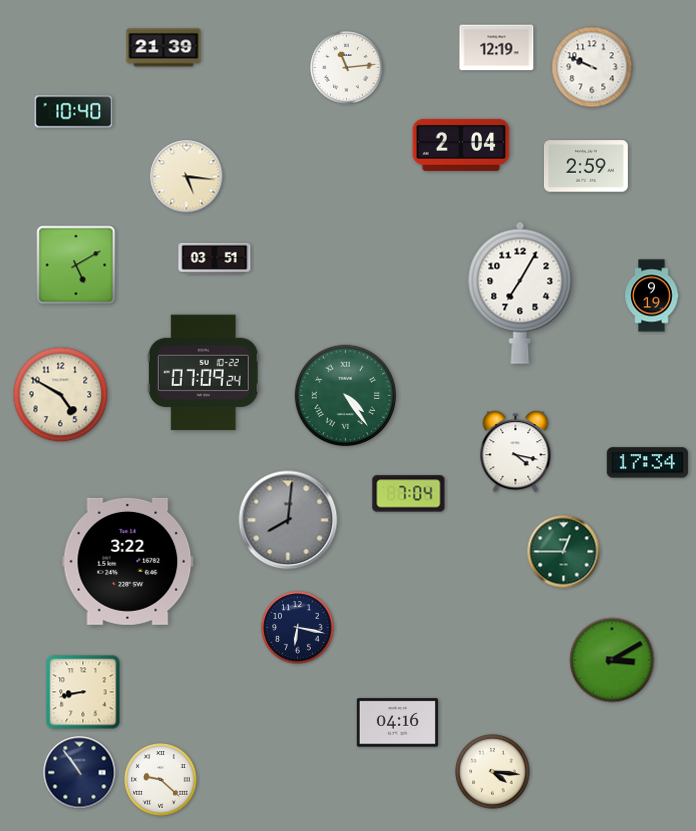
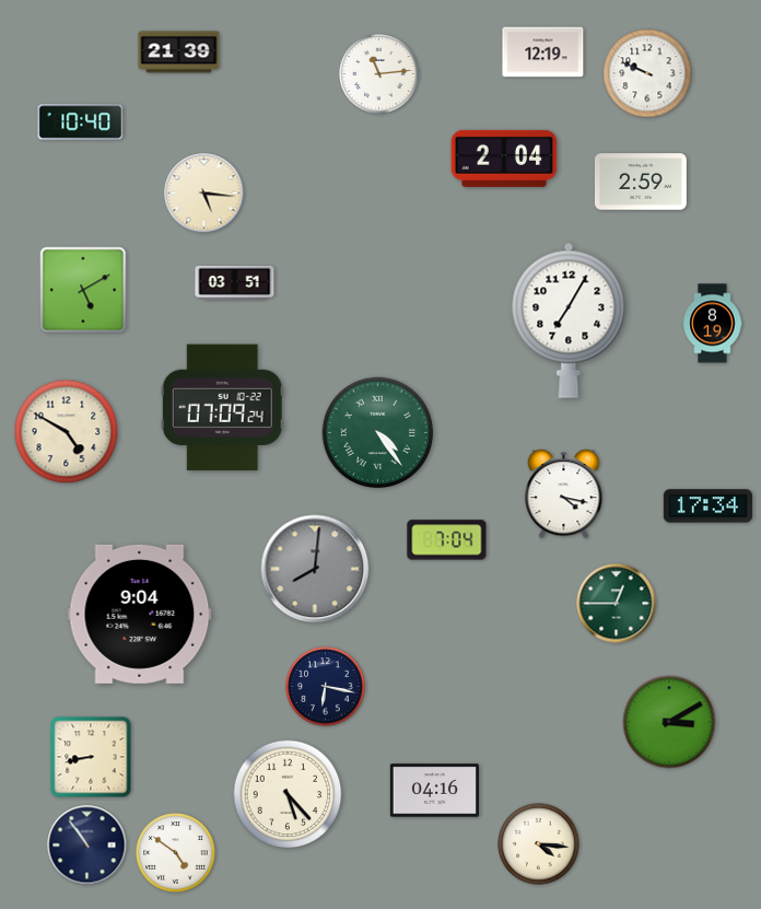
clock at (652, 296): 9:19 -> 8:19
clock at (128, 561): 3:22 -> 9:04
clock at (288, 794): none -> 5:23
clock at (161, 780): 9:22 -> 4:51
